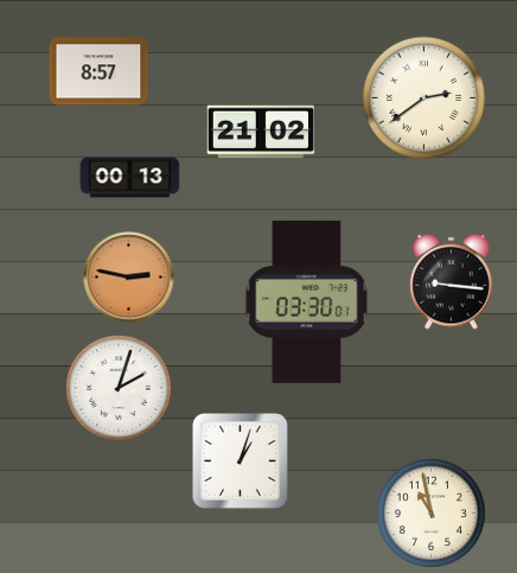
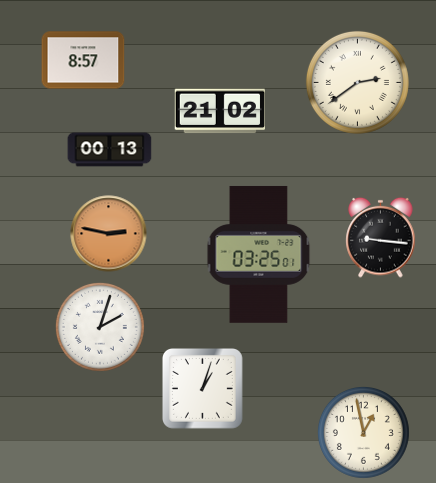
clock at (307, 301): 03:30 -> 03:25
clock at (430, 512): 10:58 -> 12:58
